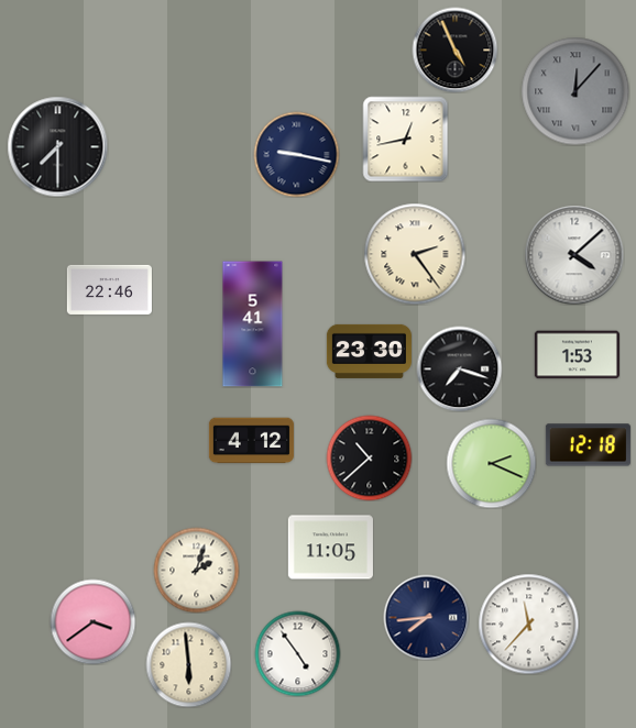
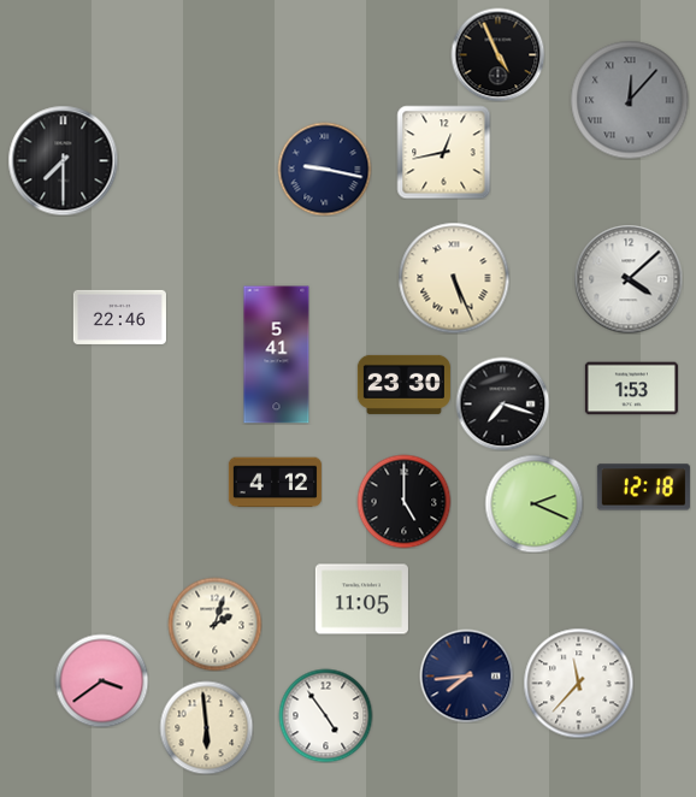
clock at (415, 254): 2:24 -> 5:26
clock at (369, 457): 10:38 -> 5:00
clock at (491, 463) position: (491, 463) -> (533, 503)
